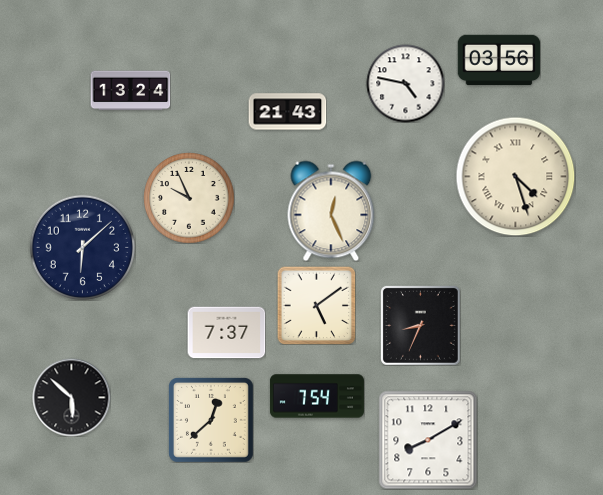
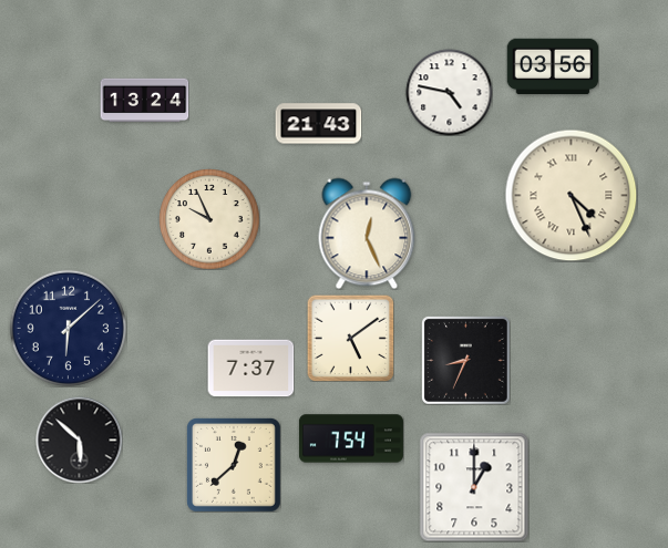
clock at (515, 176): 4:27 -> 4:26
clock at (82, 247) position: (82, 247) -> (68, 328)
clock at (428, 440): 8:10 -> 1:00
